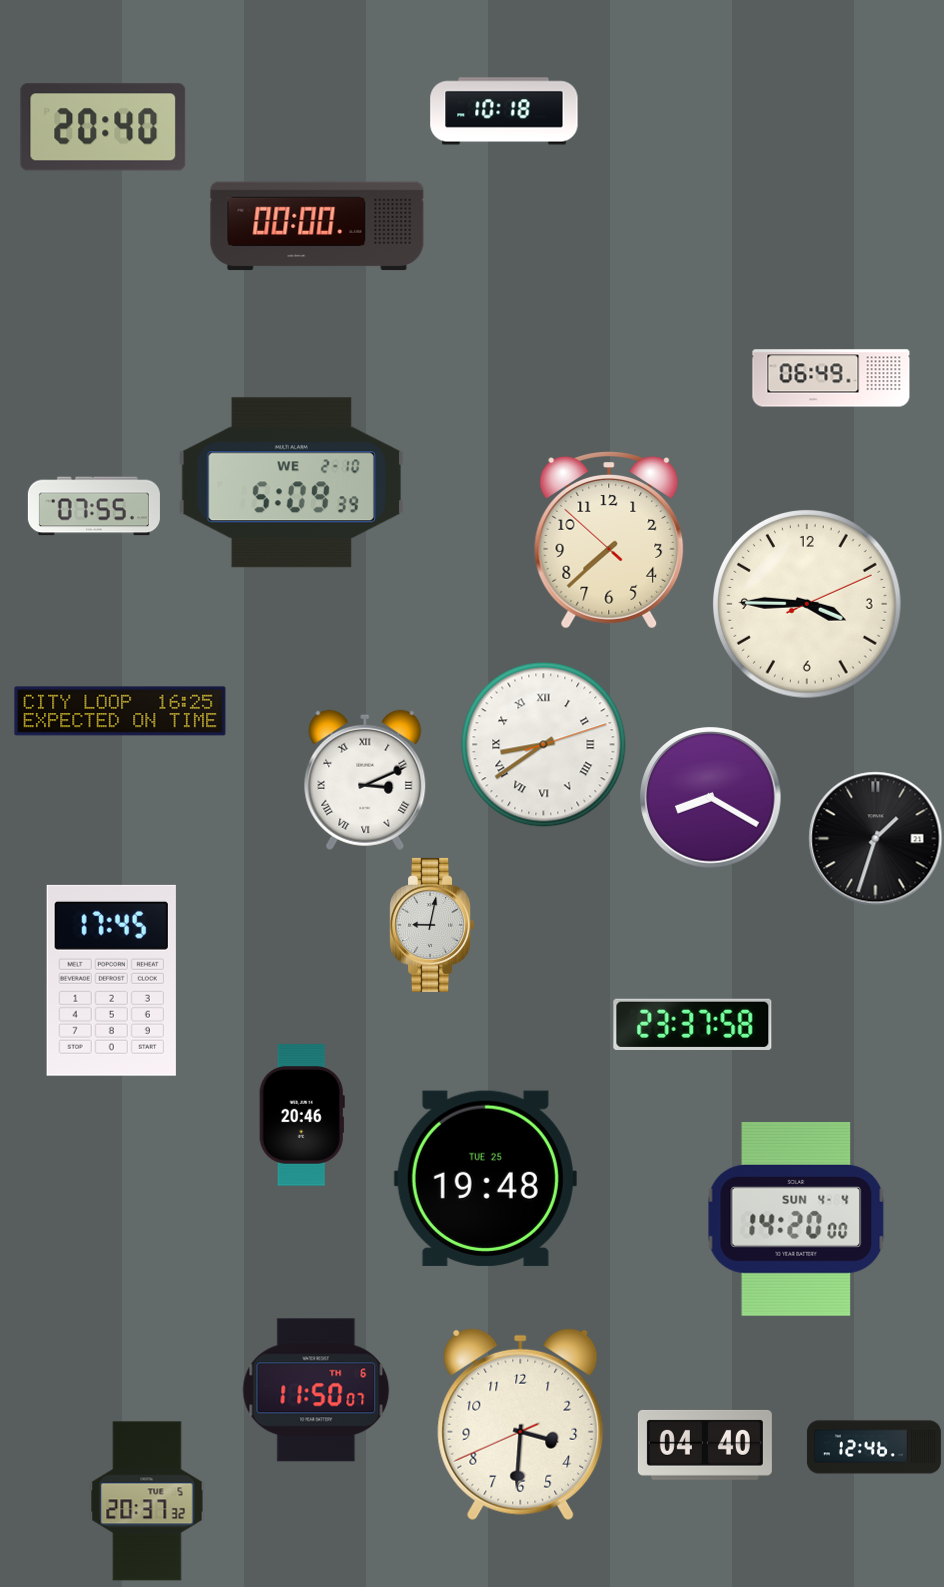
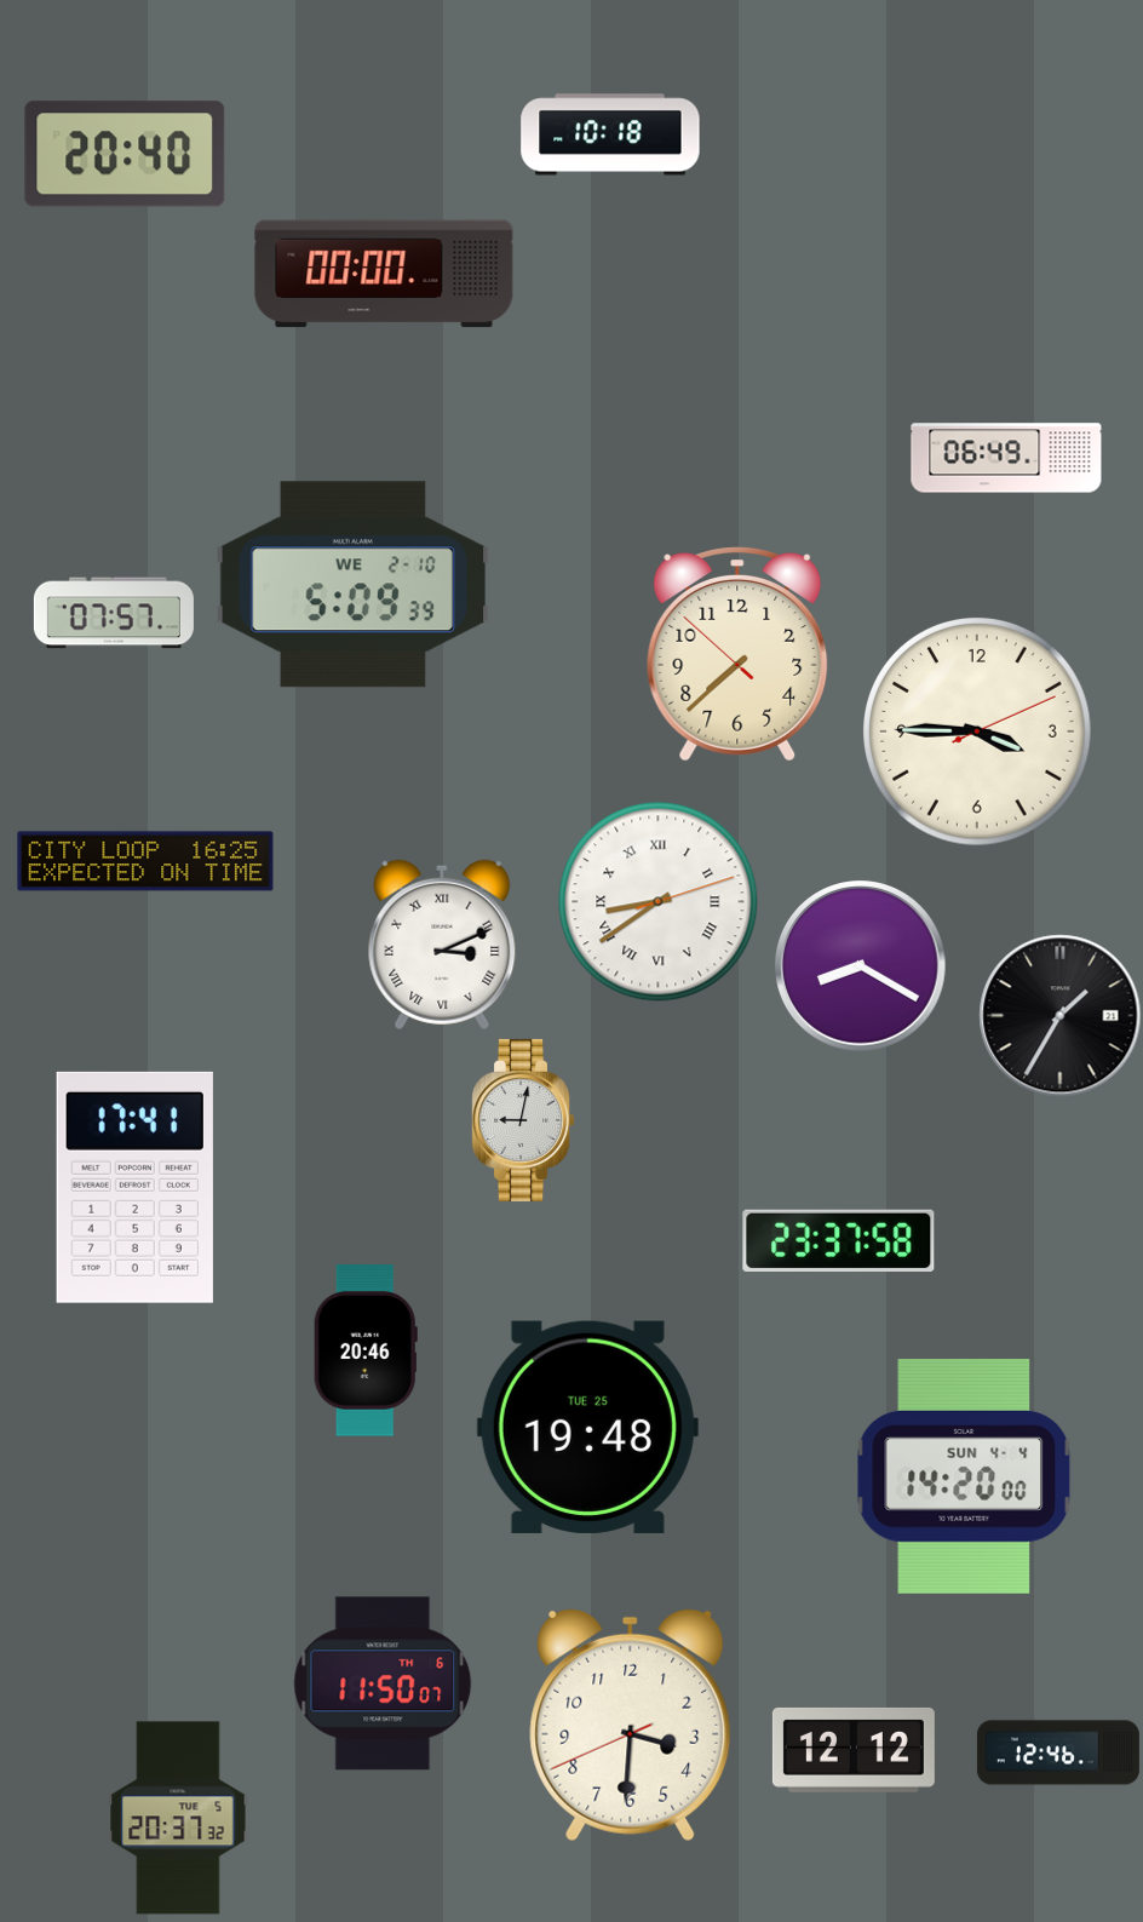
clock at (94, 506): 07:55 -> 07:57
clock at (876, 839): 1:33 -> 1:35
clock at (111, 980): 17:45 -> 17:41
clock at (705, 1445): 04:40 -> 12:12
